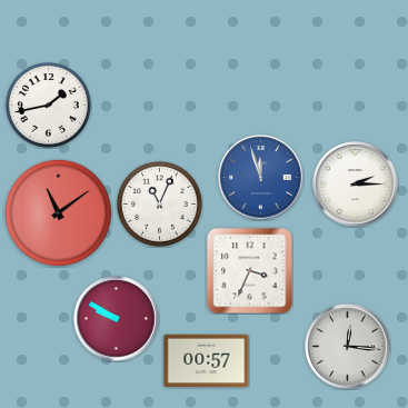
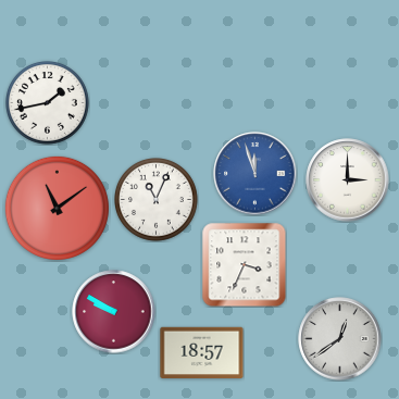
clock at (356, 185): 2:15 -> 3:00
clock at (348, 347): 12:16 -> 12:39
clock at (207, 361): 00:57 -> 18:57
